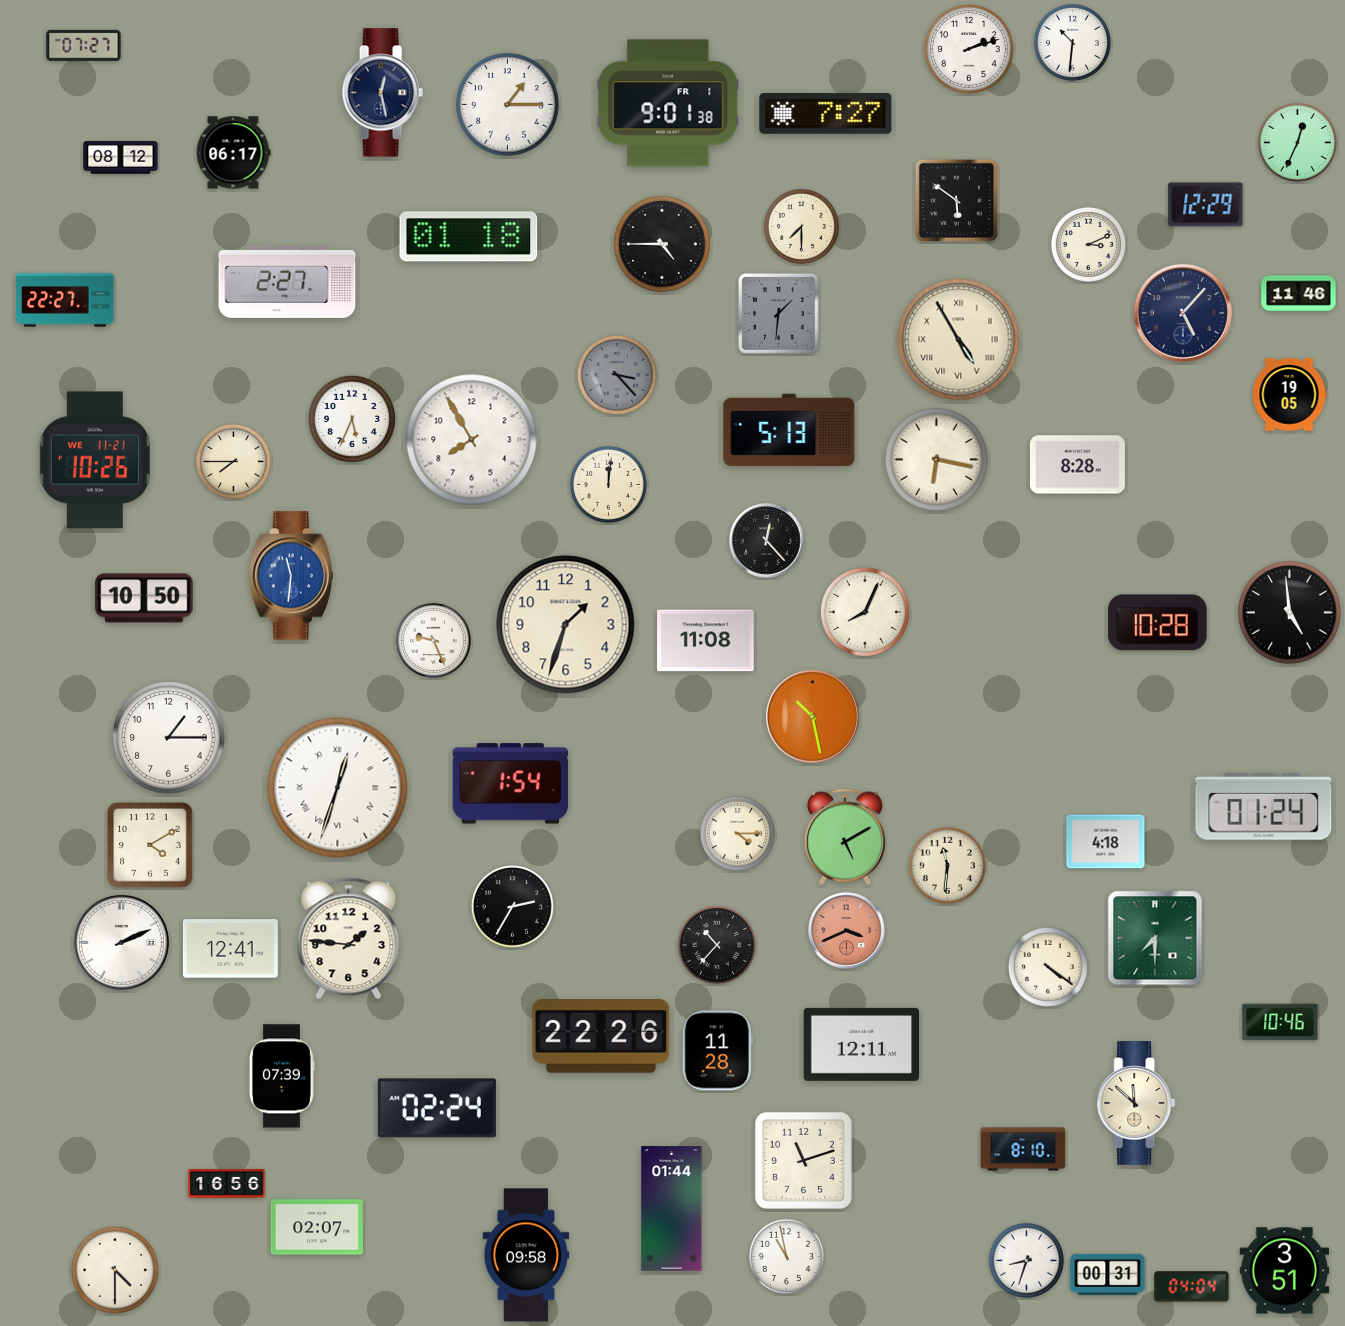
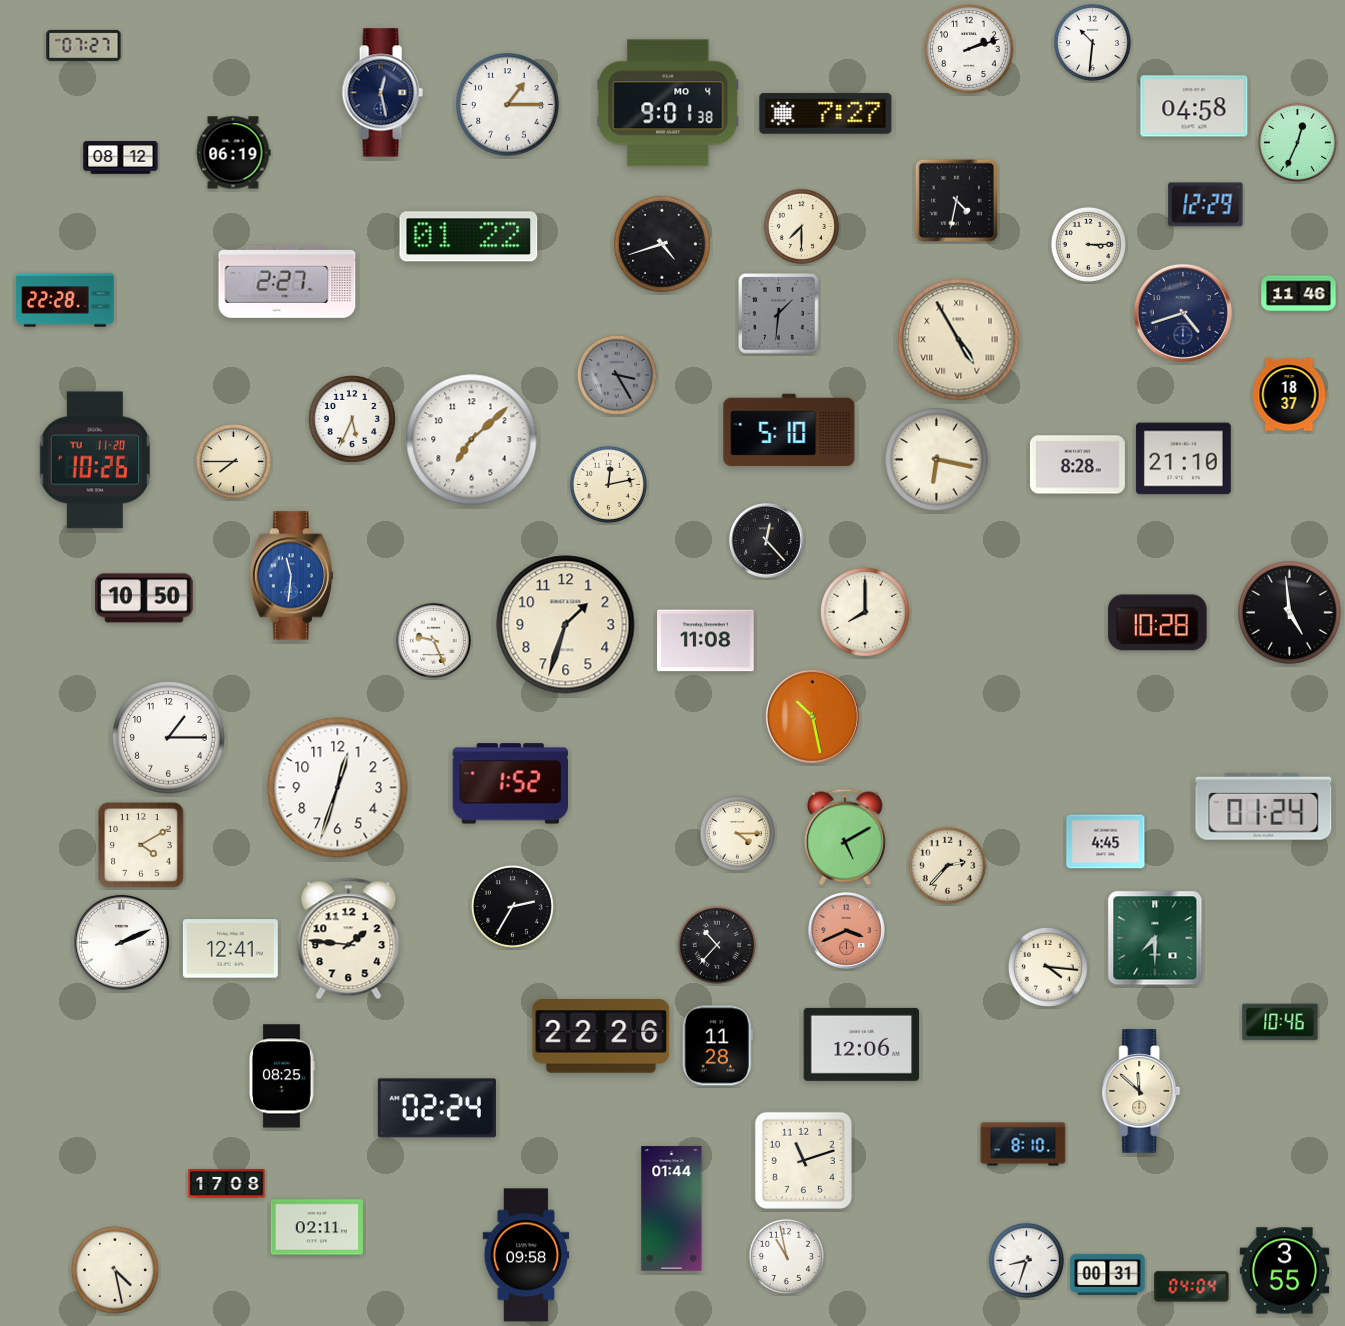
clock at (1072, 42) position: (1072, 42) -> (1092, 42)
clock at (668, 103) date: FR 1 -> MO 4
clock at (1194, 106): none -> 04:58
clock at (233, 153): 06:17 -> 06:19
clock at (956, 200): 5:51 -> 4:32
clock at (469, 237): 01:18 -> 01:22
clock at (1088, 244): 3:11 -> 3:15
clock at (663, 245): 4:45 -> 4:42
clock at (65, 300): 22:27 -> 22:28
clock at (1183, 313): 5:07 -> 4:42
clock at (617, 375): 3:23 -> 3:25
clock at (1289, 395): 19:05 -> 18:37
clock at (789, 430): 5:13 -> 5:10
clock at (472, 440): 7:55 -> 7:08
clock at (1183, 459): none -> 21:10
clock at (95, 460) date: WE 11-21 -> TU 11-20
clock at (608, 484): 12:01 -> 12:13
clock at (865, 612): 8:04 -> 8:00
clock at (511, 784): 1:54 -> 1:52
clock at (338, 788) numerals: Roman -> Arabic
clock at (1106, 842): 4:18 -> 4:45
clock at (151, 846) position: (151, 846) -> (142, 846)
clock at (947, 865): 11:31 -> 2:37
clock at (1048, 967): 4:21 -> 4:16
clock at (862, 1044): 12:11 -> 12:06
clock at (717, 1051) position: (717, 1051) -> (717, 1046)
clock at (282, 1076): 07:39 -> 08:25
clock at (1136, 1103) position: (1136, 1103) -> (1141, 1091)
clock at (1023, 1149) position: (1023, 1149) -> (1023, 1144)
clock at (227, 1184): 16:56 -> 17:08
clock at (317, 1227): 02:07 -> 02:11
clock at (115, 1270): 4:30 -> 4:28
clock at (1285, 1271): 3:51 -> 3:55
